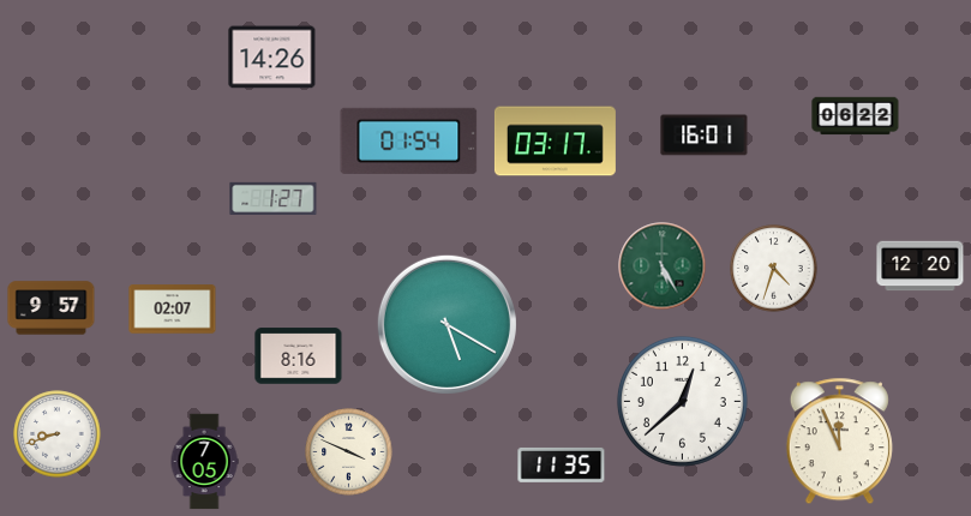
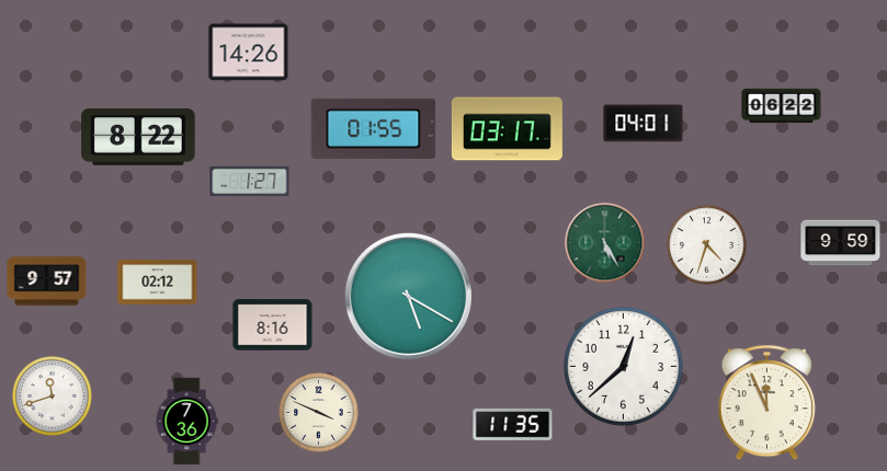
clock at (705, 136): 16:01 -> 04:01
clock at (409, 140): 01:54 -> 01:55
clock at (138, 137): none -> 8:22
clock at (921, 266): 12:20 -> 9:59
clock at (173, 310): 02:07 -> 02:12
clock at (58, 434): 8:42 -> 11:42
clock at (204, 462): 7:05 -> 7:36
